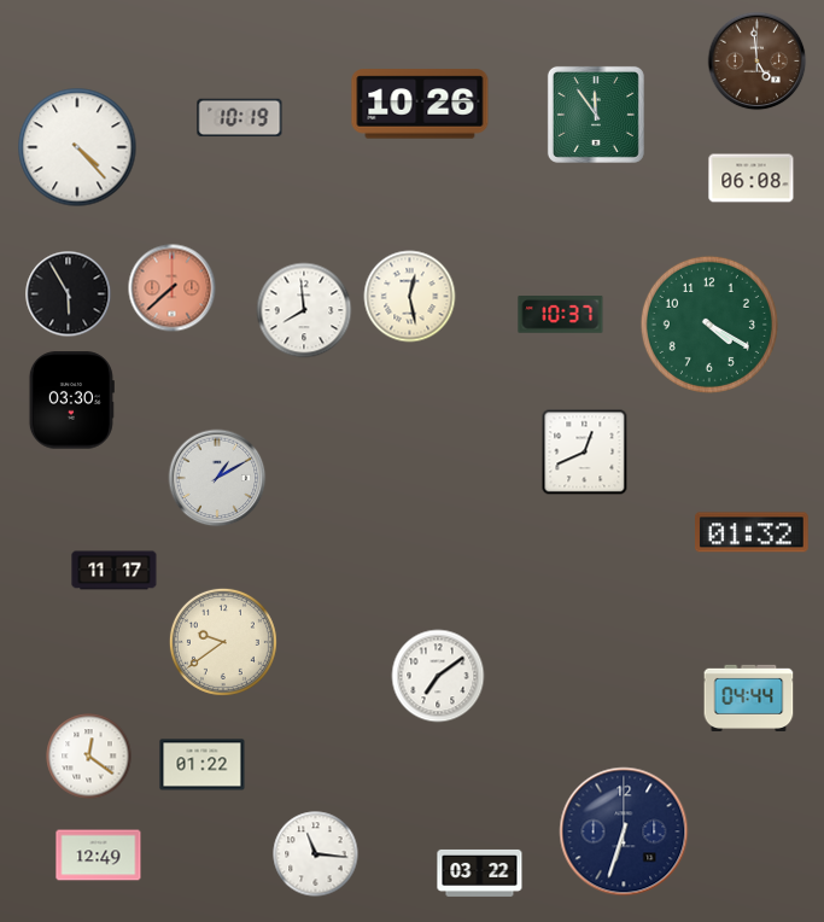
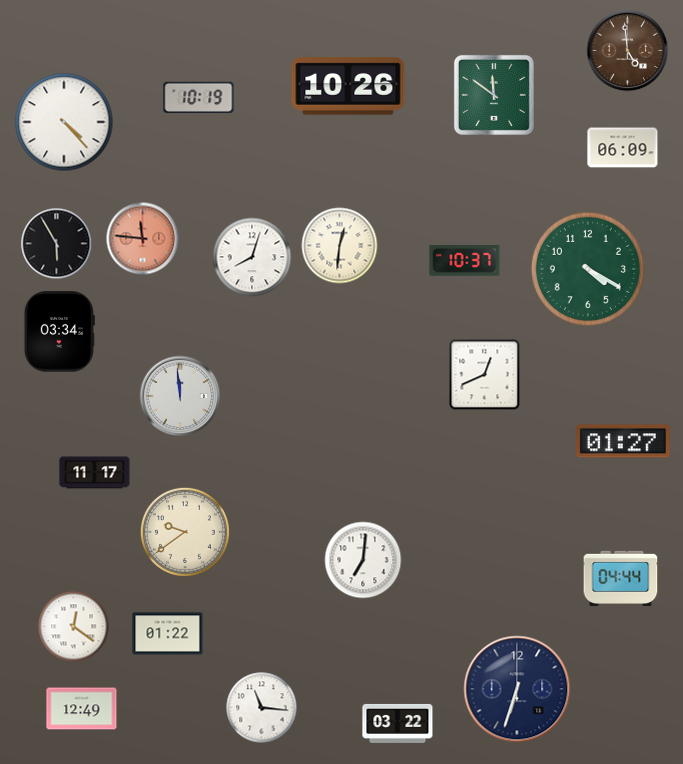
clock at (596, 115): 11:54 -> 11:51
clock at (752, 179): 06:08 -> 06:09
clock at (173, 288): 7:38 -> 11:46
clock at (410, 297): 12:28 -> 12:31
clock at (304, 310): 7:59 -> 8:03
clock at (71, 401): 03:30 -> 03:34
clock at (217, 478): 1:10 -> 11:59
clock at (753, 532): 01:32 -> 01:27
clock at (438, 676): 7:09 -> 7:01
